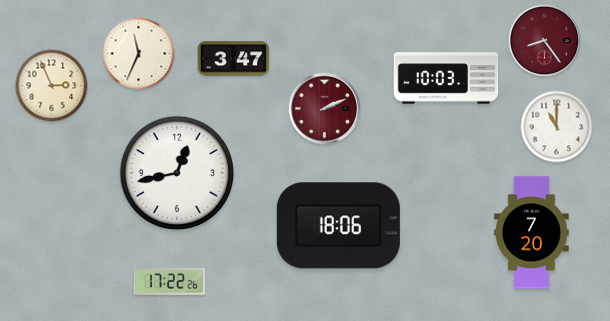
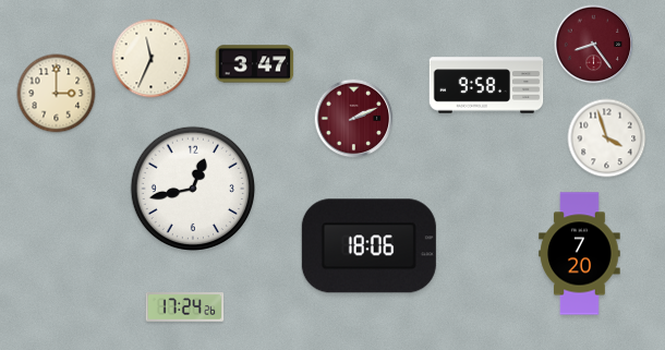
clock at (446, 78): 10:03 -> 9:58
clock at (52, 86): 2:56 -> 3:00
clock at (557, 127): 11:00 -> 3:57
clock at (170, 282): 17:22 -> 17:24
